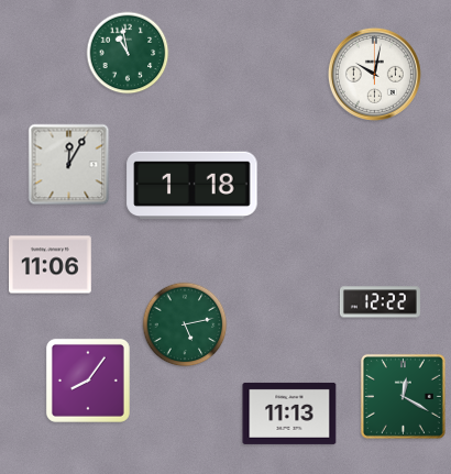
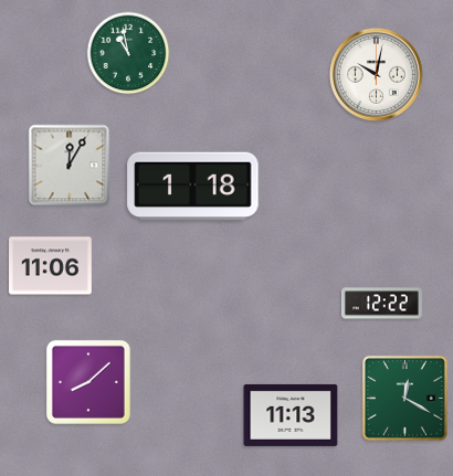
clock at (185, 324): 5:13 -> none
clock at (88, 381): 8:06 -> 8:08
